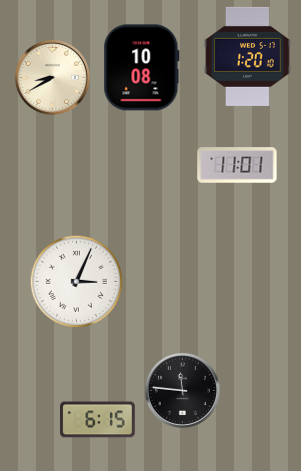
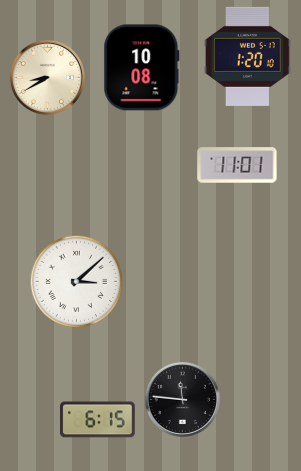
clock at (52, 77) position: (52, 77) -> (47, 77)
clock at (77, 282): 3:04 -> 3:08
clock at (182, 390) position: (182, 390) -> (182, 399)
